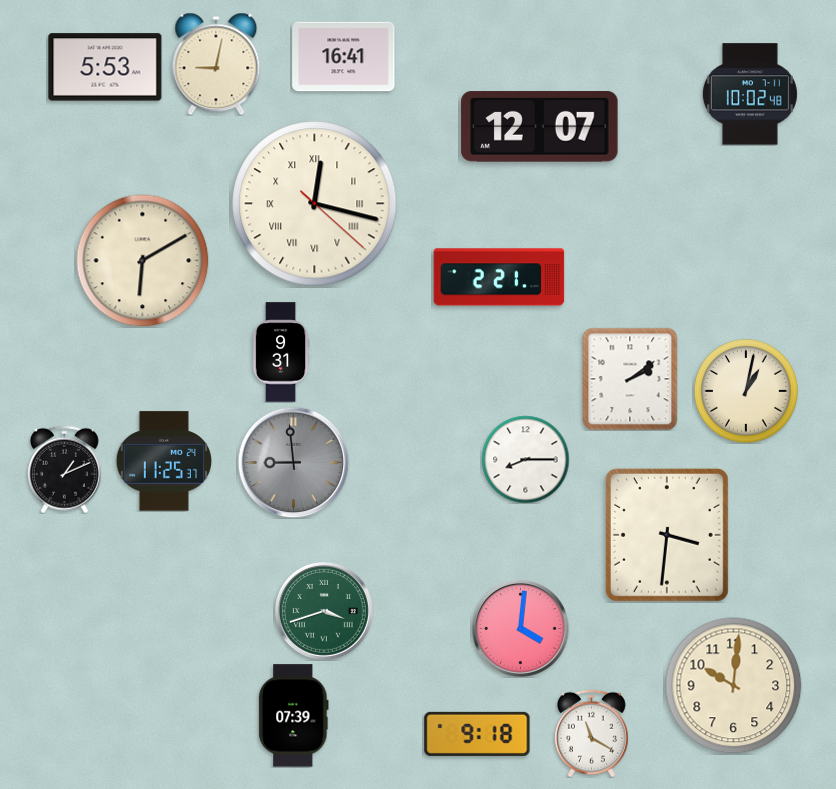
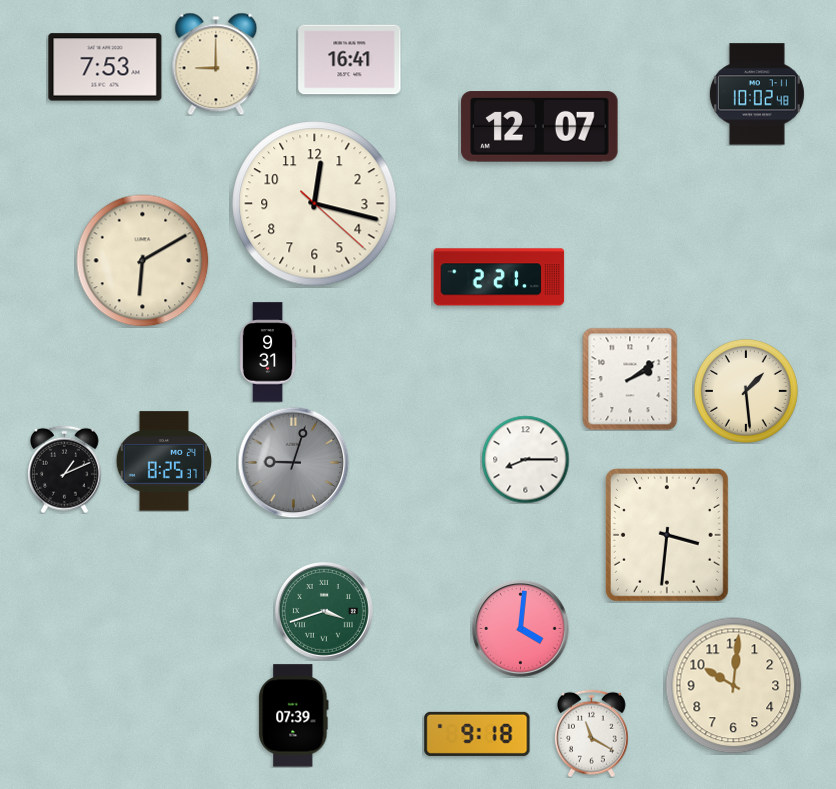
clock at (344, 57) position: (344, 57) -> (350, 60)
clock at (216, 64): 9:02 -> 9:00
clock at (105, 67): 5:53 -> 7:53
clock at (750, 94) position: (750, 94) -> (757, 94)
clock at (315, 204) numerals: Roman -> Arabic
clock at (281, 352) position: (281, 352) -> (268, 352)
clock at (746, 391): 1:02 -> 1:29
clock at (163, 461): 11:25 -> 8:25
clock at (293, 462): 8:59 -> 9:03
